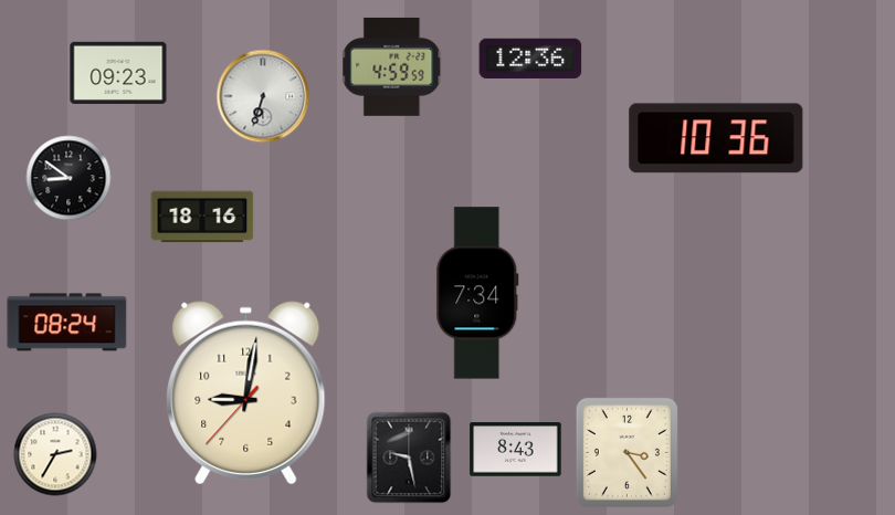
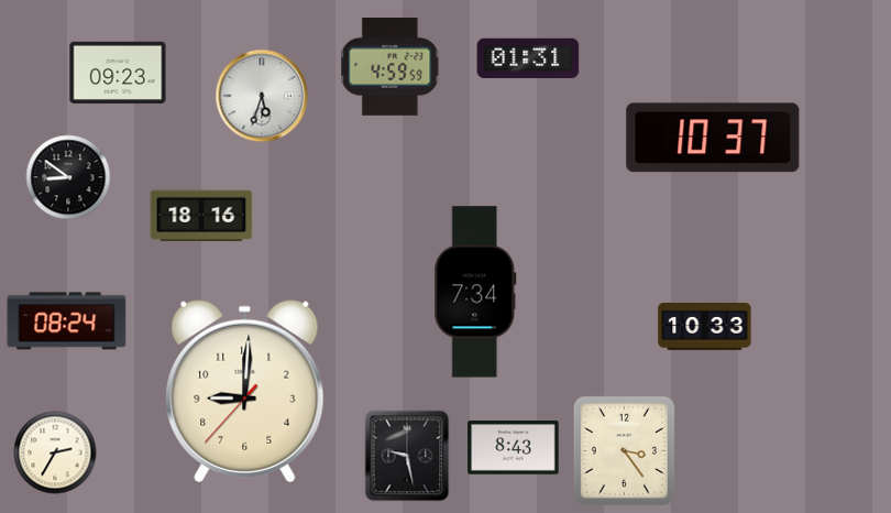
clock at (530, 57): 12:36 -> 01:31
clock at (263, 96): 6:33 -> 5:33
clock at (716, 138): 10:36 -> 10:37
clock at (705, 327): none -> 10:33
clock at (246, 393): 9:01 -> 9:00
